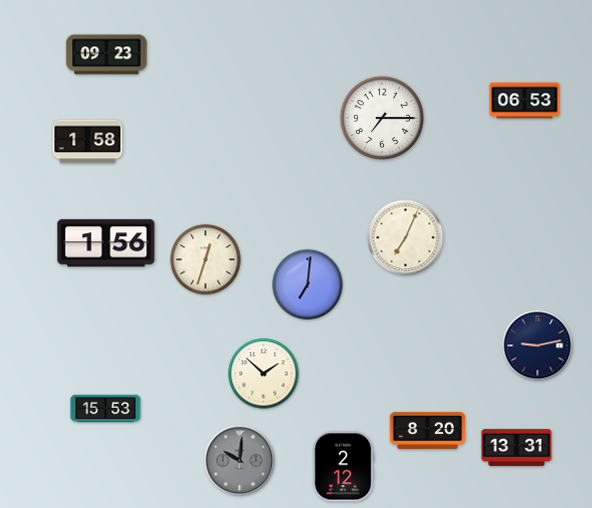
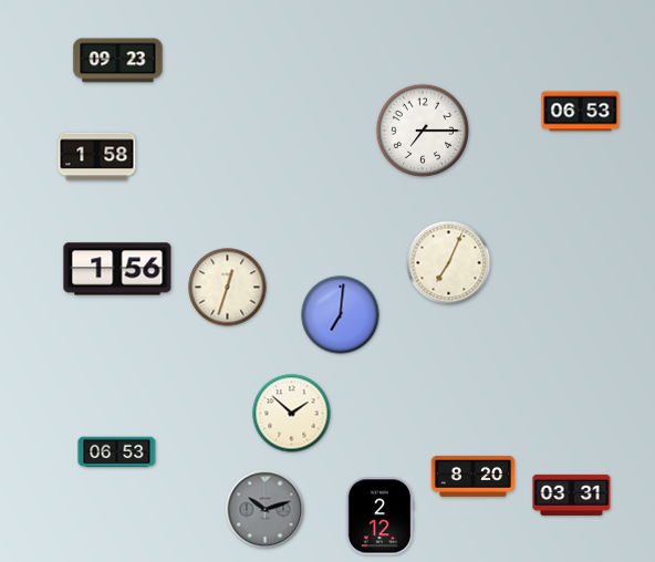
clock at (538, 346): 9:13 -> none
clock at (106, 409): 15:53 -> 06:53
clock at (517, 447): 13:31 -> 03:31
clock at (240, 461): 10:01 -> 10:12
